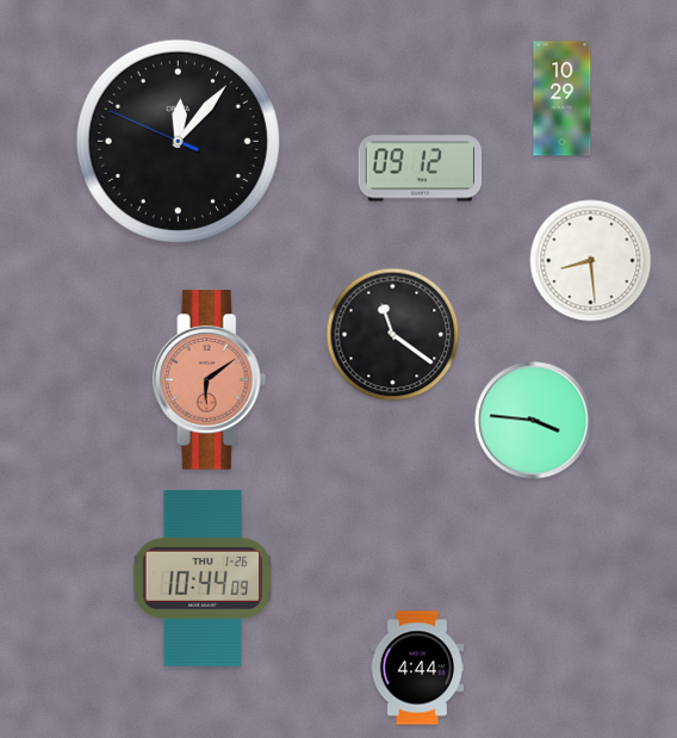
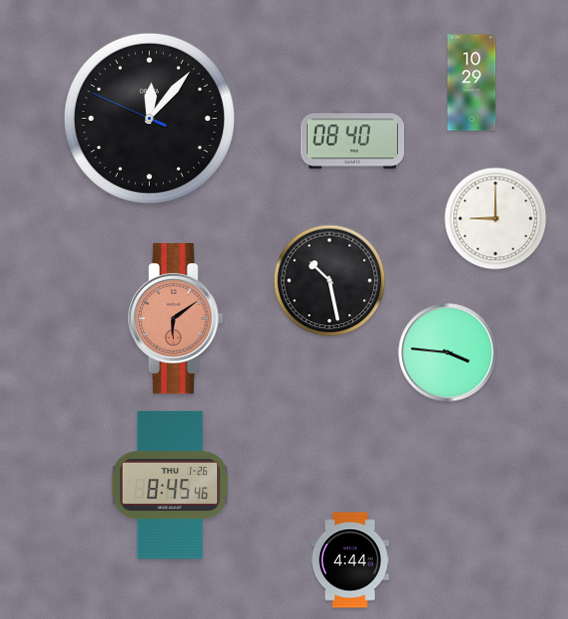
clock at (421, 167): 09:12 -> 08:40
clock at (591, 261): 8:29 -> 9:00
clock at (393, 335): 11:21 -> 10:28
clock at (201, 578): 10:44 -> 8:45
